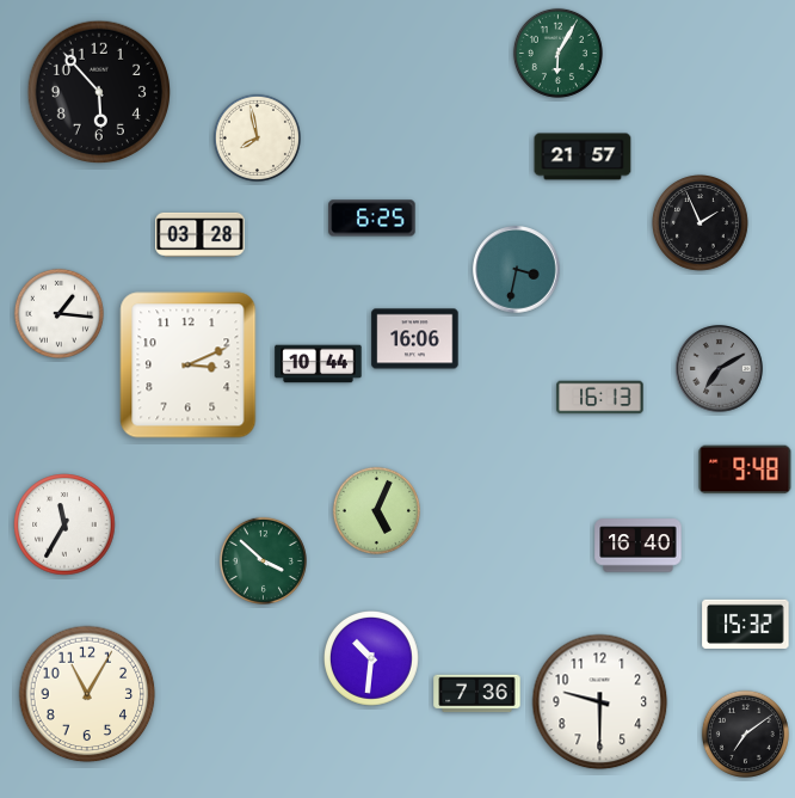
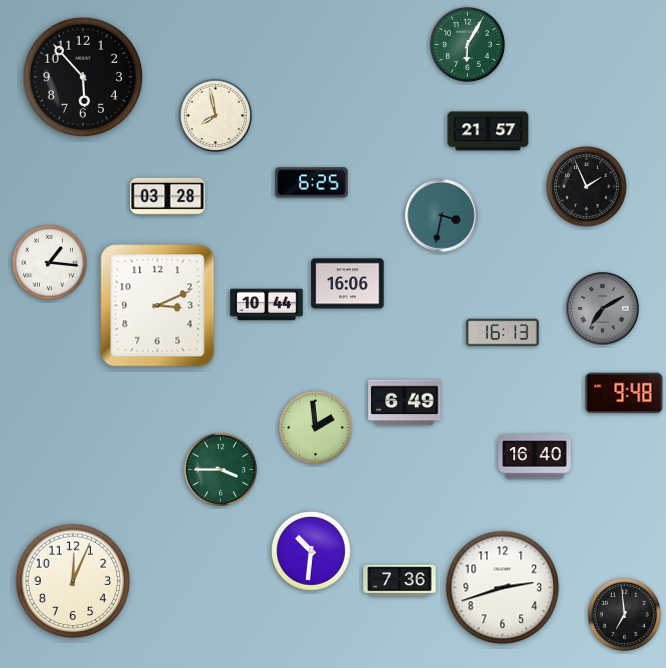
clock at (517, 270) position: (517, 270) -> (442, 216)
clock at (405, 403): none -> 6:49
clock at (376, 510): 5:04 -> 1:59
clock at (64, 524): 11:35 -> none
clock at (263, 560): 3:52 -> 3:45
clock at (746, 624): 15:32 -> none
clock at (87, 694): 11:05 -> 12:04
clock at (600, 702): 9:30 -> 2:42
clock at (745, 733): 7:09 -> 6:59
